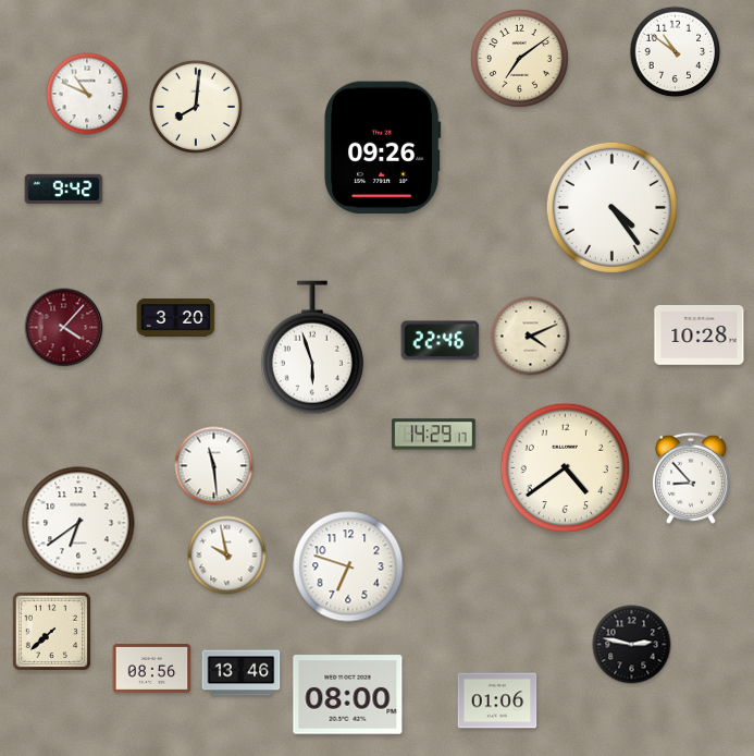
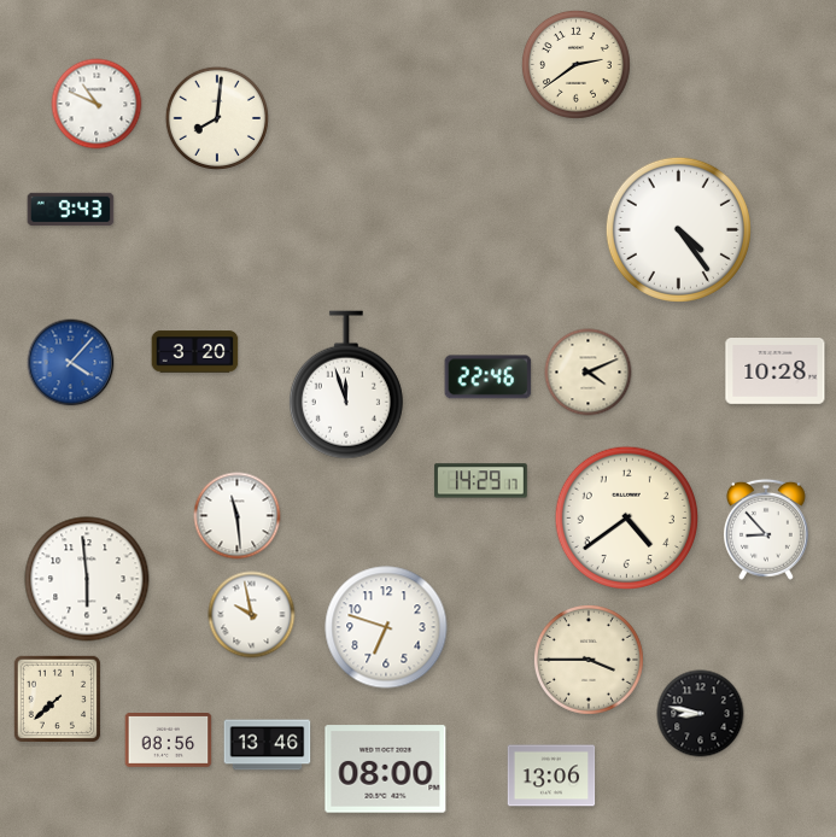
clock at (676, 52): 10:51 -> none
clock at (519, 58): 7:09 -> 2:39
clock at (383, 148): 09:26 -> none
clock at (64, 190): 9:42 -> 9:43
clock at (64, 328) dial: burgundy -> blue
clock at (312, 347): 5:57 -> 11:57
clock at (78, 523): 6:39 -> 5:59
clock at (590, 661): none -> 3:45
clock at (632, 645): 2:47 -> 8:47
clock at (497, 700): 01:06 -> 13:06
